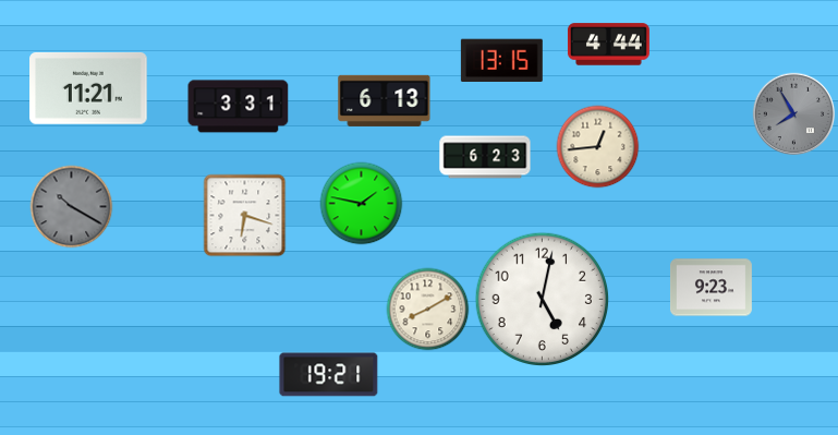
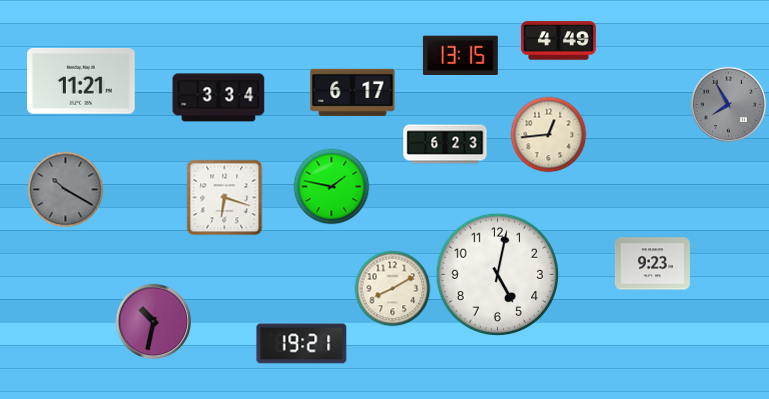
clock at (608, 45): 4:44 -> 4:49
clock at (385, 100): 6:13 -> 6:17
clock at (239, 107): 3:31 -> 3:34
clock at (428, 310) position: (428, 310) -> (393, 289)
clock at (154, 322): none -> 10:32
